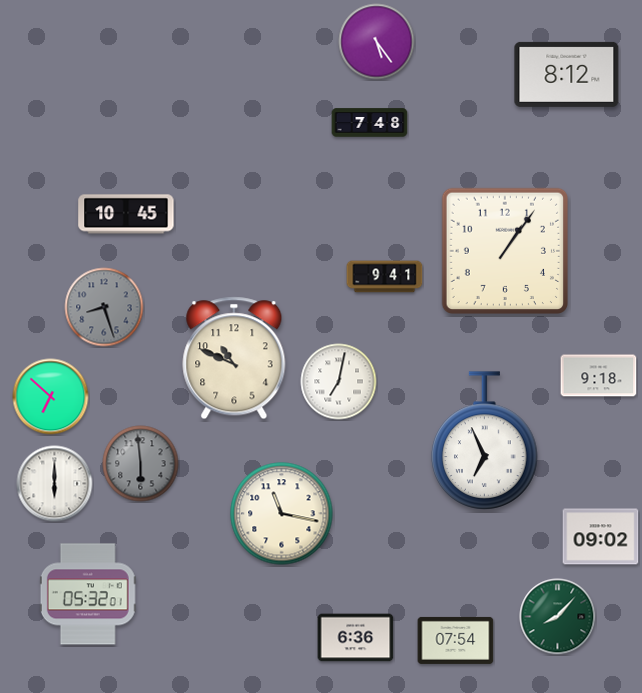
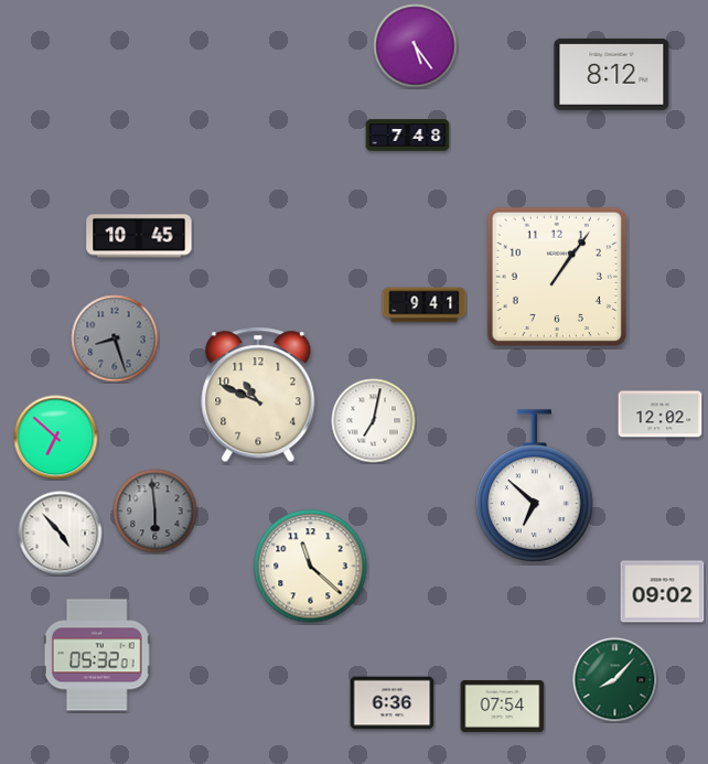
clock at (567, 74) position: (567, 74) -> (612, 74)
clock at (599, 376): 9:18 -> 12:02
clock at (485, 441): 6:56 -> 6:52
clock at (55, 484): 6:00 -> 4:53
clock at (282, 514): 11:17 -> 11:22
